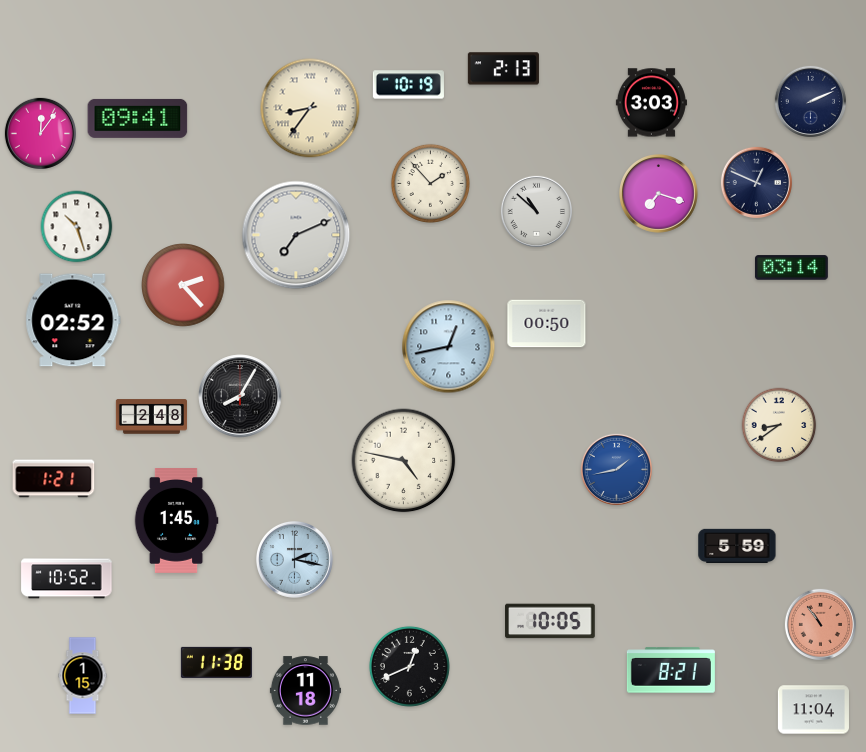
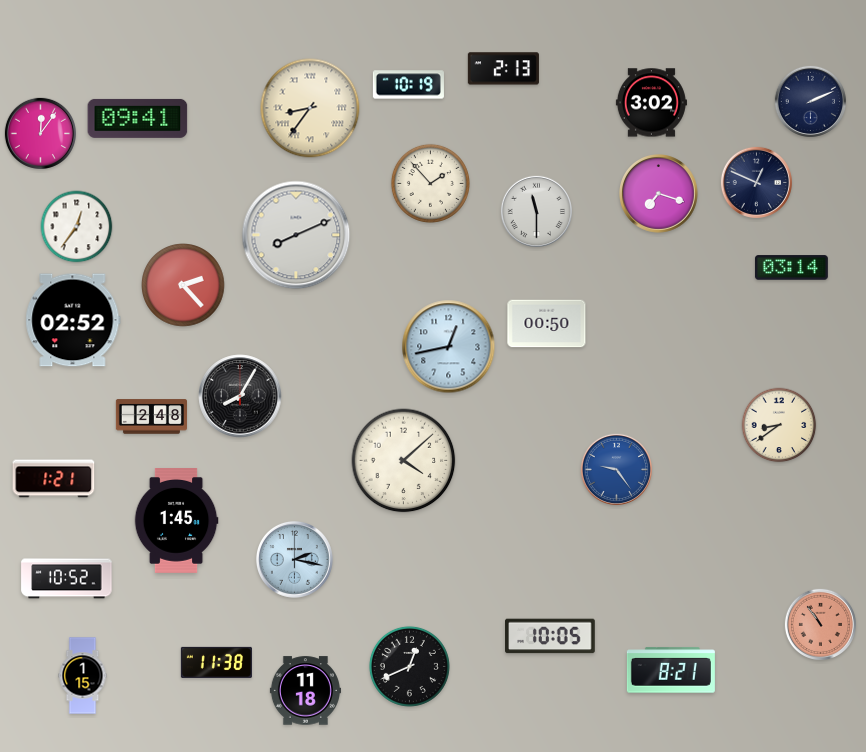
clock at (651, 103): 3:03 -> 3:02
clock at (536, 211): 10:52 -> 11:30
clock at (77, 227): 10:27 -> 12:36
clock at (296, 235): 7:11 -> 8:11
clock at (404, 461): 4:47 -> 4:08
clock at (616, 469): 1:43 -> 9:24
clock at (737, 545): 5:59 -> none
clock at (550, 621) position: (550, 621) -> (550, 636)
clock at (813, 710): 11:04 -> none
